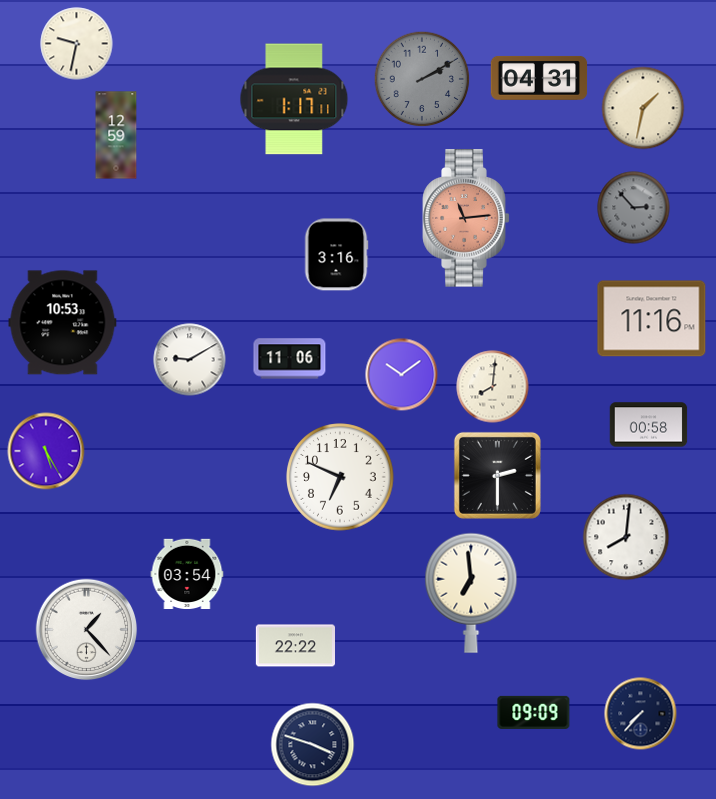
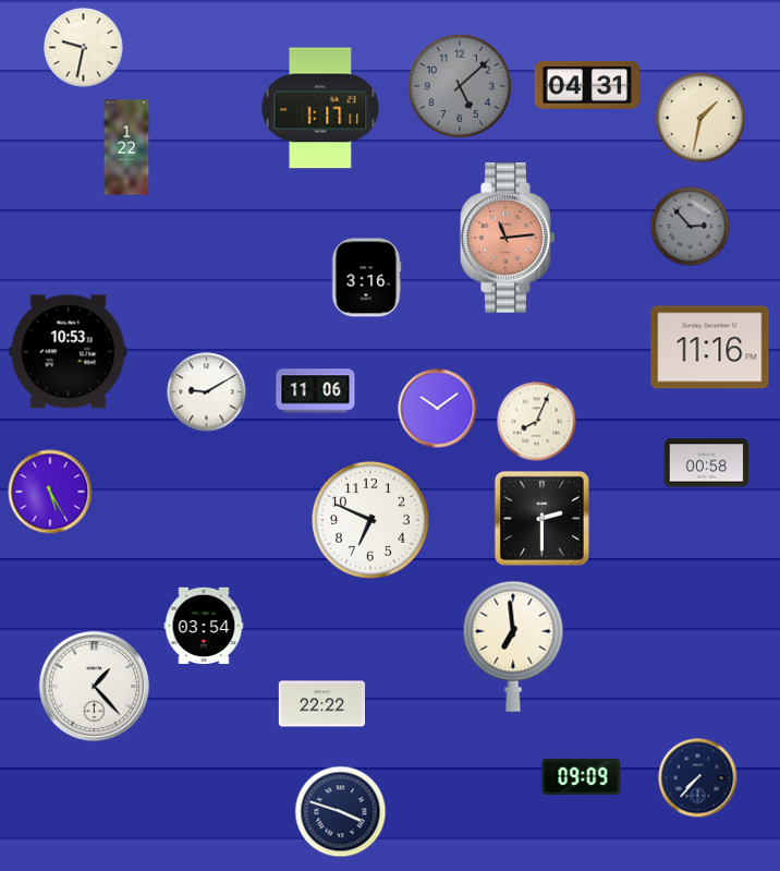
clock at (422, 79): 2:10 -> 5:08
clock at (116, 135): 12:59 -> 1:22
clock at (493, 387): 8:01 -> 8:04
clock at (626, 537): 8:01 -> none
